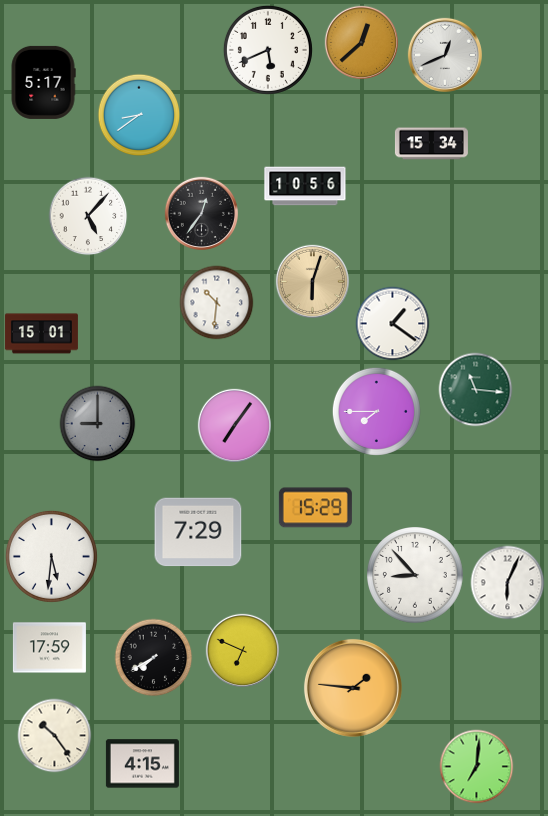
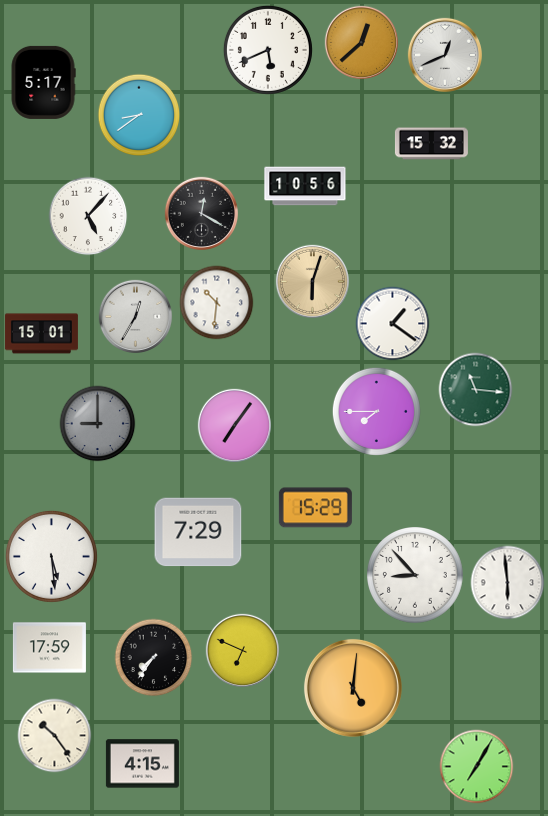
clock at (431, 144): 15:34 -> 15:32
clock at (201, 213): 12:36 -> 12:20
clock at (135, 316): none -> 12:35
clock at (51, 556): 5:31 -> 5:29
clock at (508, 583): 6:04 -> 5:59
clock at (154, 658): 7:40 -> 7:36
clock at (353, 688): 1:46 -> 5:01
clock at (477, 767): 7:01 -> 7:05
